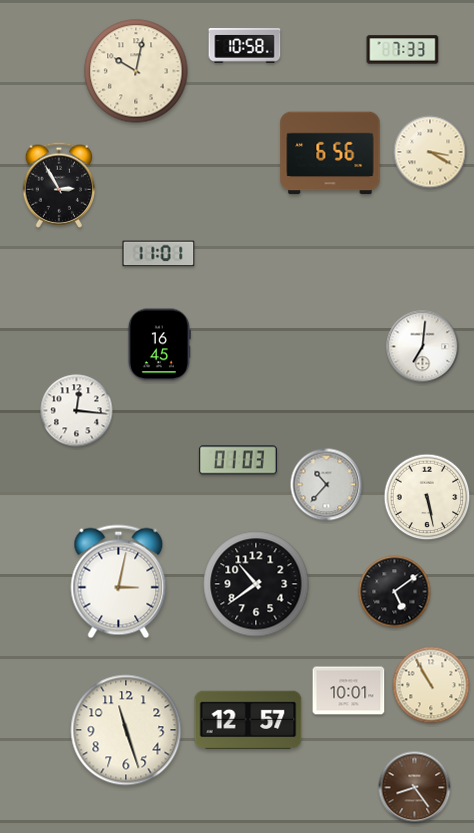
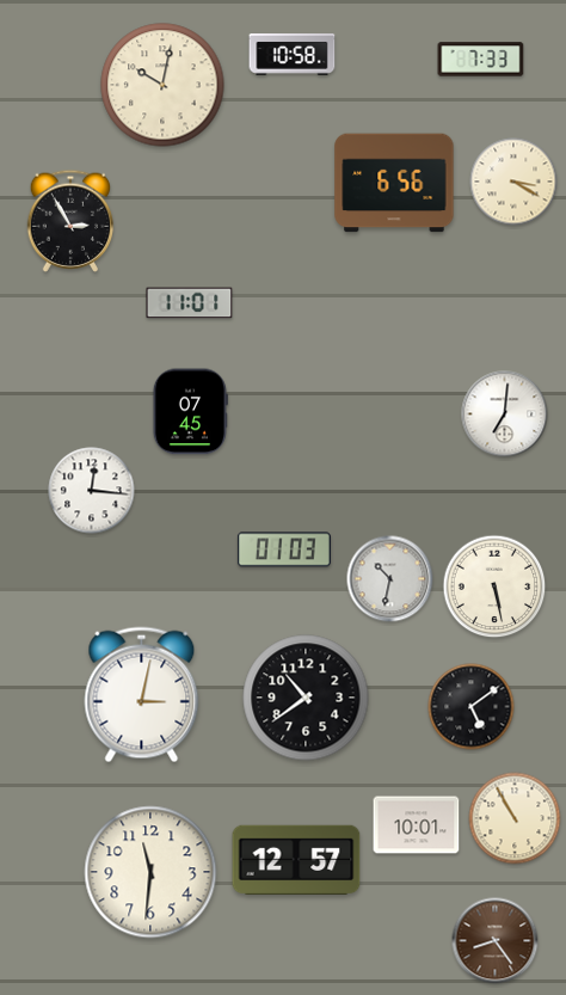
clock at (159, 345): 16:45 -> 07:45
clock at (327, 485): 10:37 -> 10:32
clock at (427, 497) position: (427, 497) -> (494, 586)
clock at (126, 730): 11:27 -> 11:31
